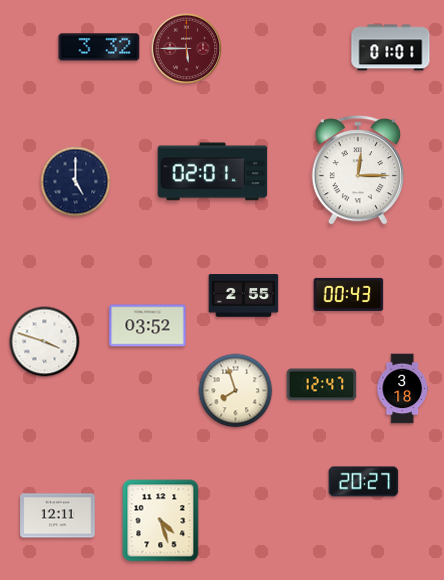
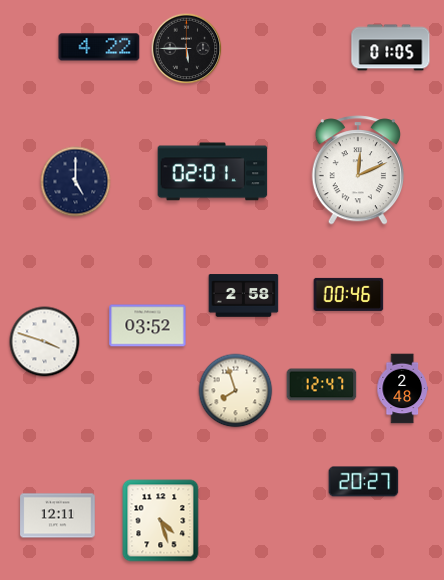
clock at (99, 47): 3:32 -> 4:22
clock at (391, 48): 01:01 -> 01:05
clock at (187, 49) dial: burgundy -> black
clock at (358, 170): 12:15 -> 12:11
clock at (349, 294): 00:43 -> 00:46
clock at (244, 296): 2:55 -> 2:58
clock at (402, 389): 3:18 -> 2:48
